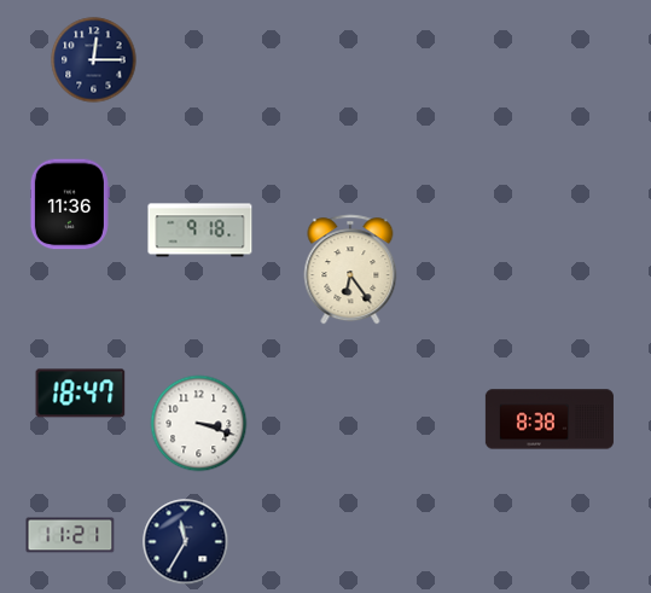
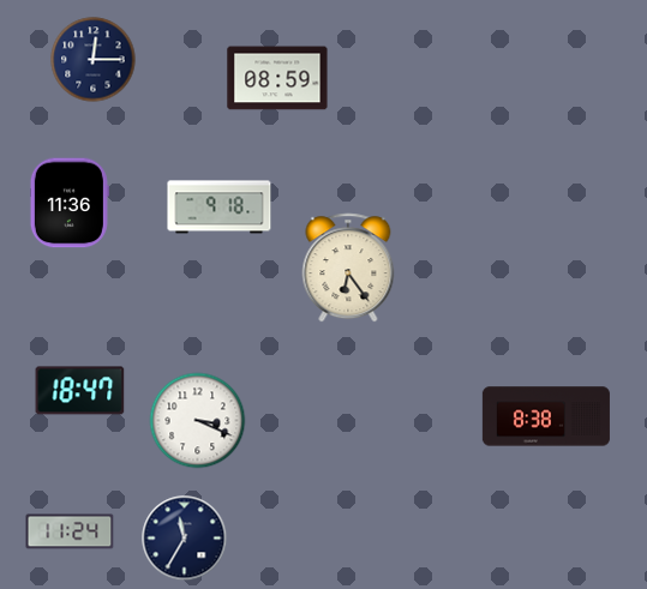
clock at (277, 78): none -> 08:59
clock at (200, 231) position: (200, 231) -> (220, 208)
clock at (199, 424): 3:18 -> 3:19
clock at (70, 535): 11:21 -> 11:24
